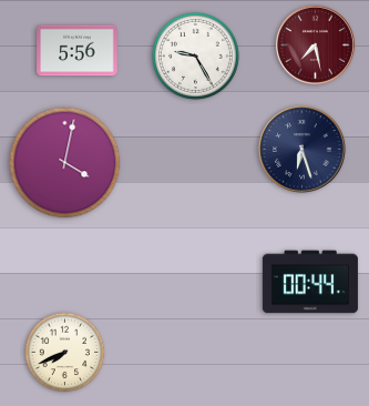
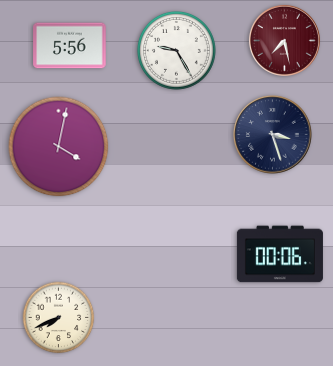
clock at (303, 150): 6:27 -> 3:27
clock at (310, 282): 00:44 -> 00:06
